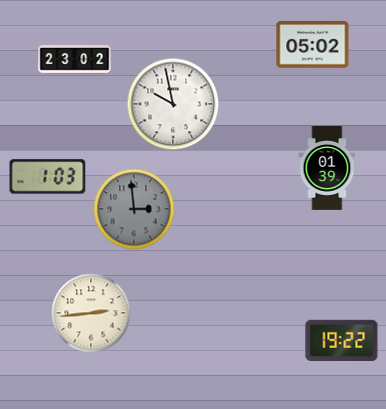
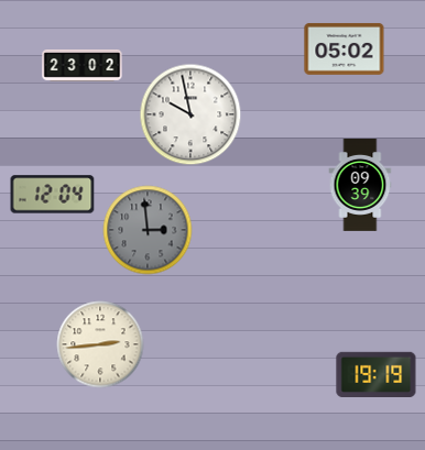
clock at (327, 169): 01:39 -> 09:39
clock at (48, 177): 1:03 -> 12:04
clock at (342, 341): 19:22 -> 19:19
